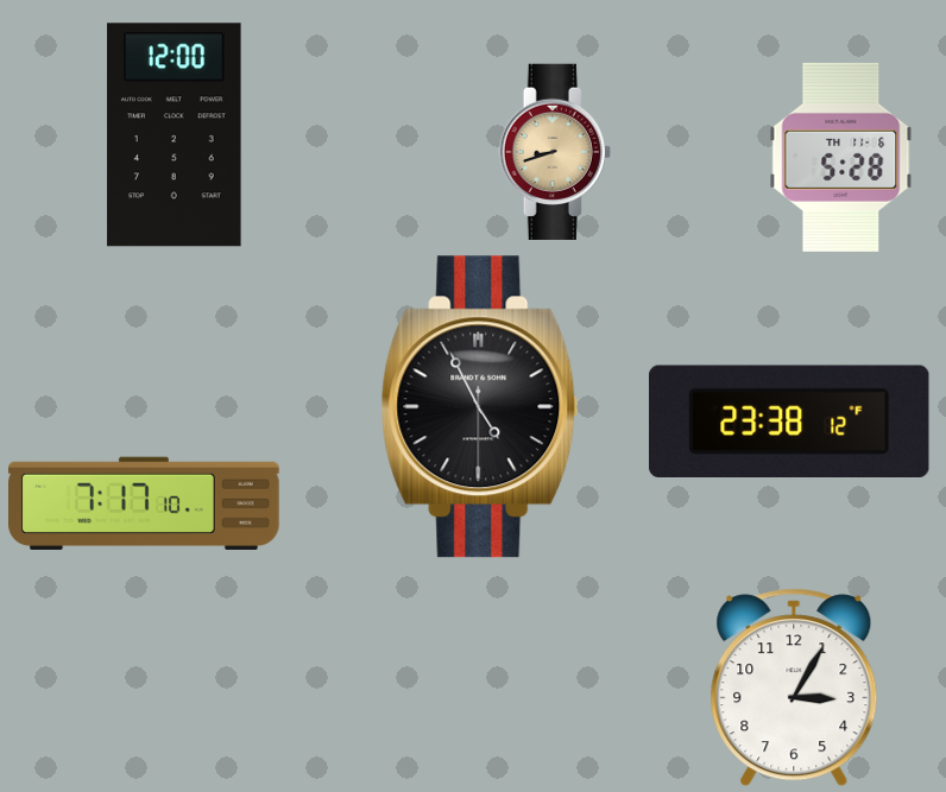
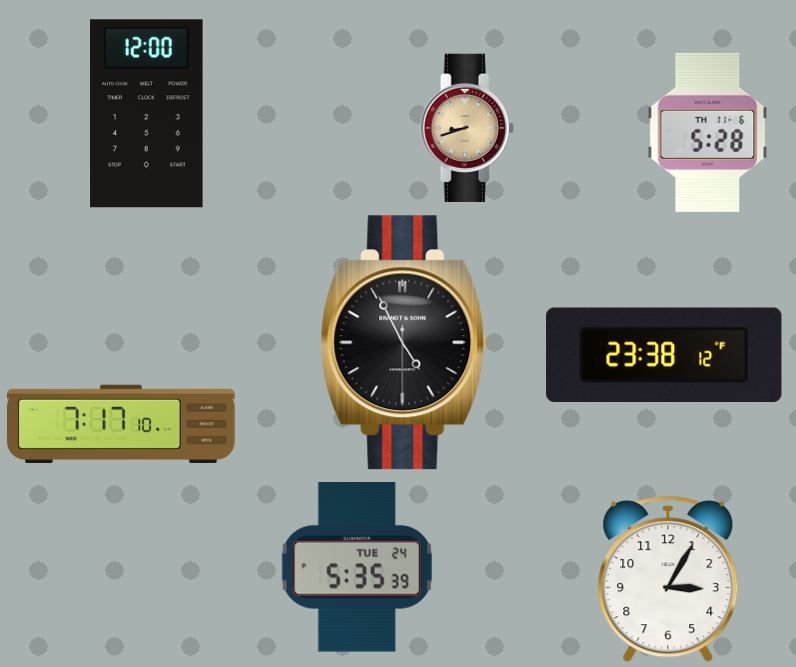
clock at (357, 568): none -> 5:35
